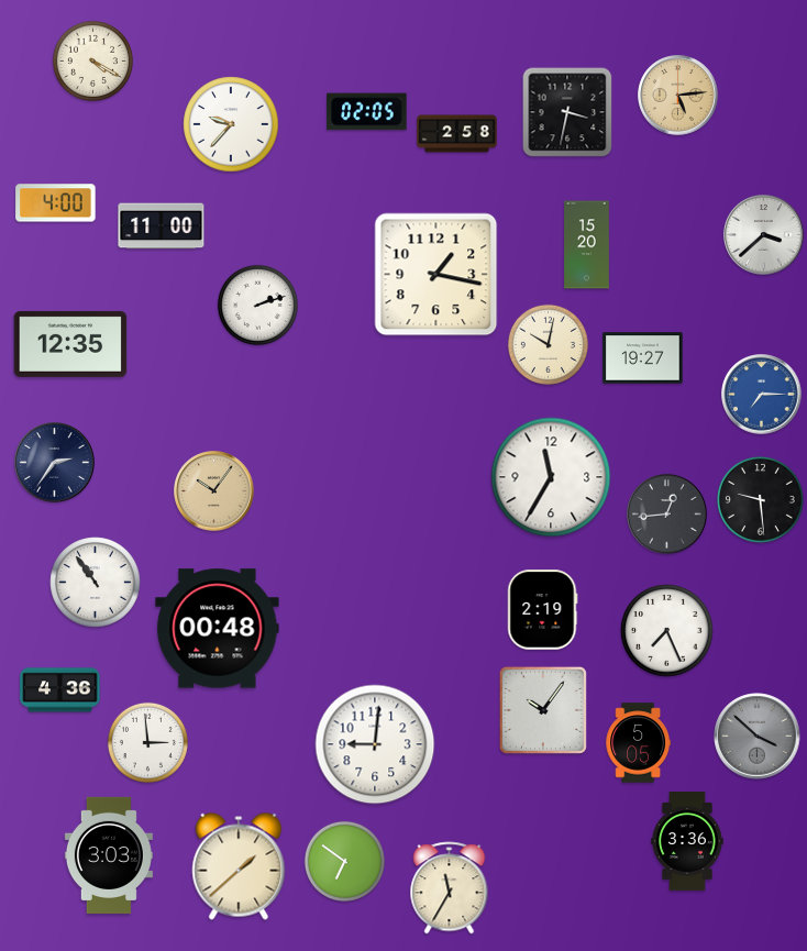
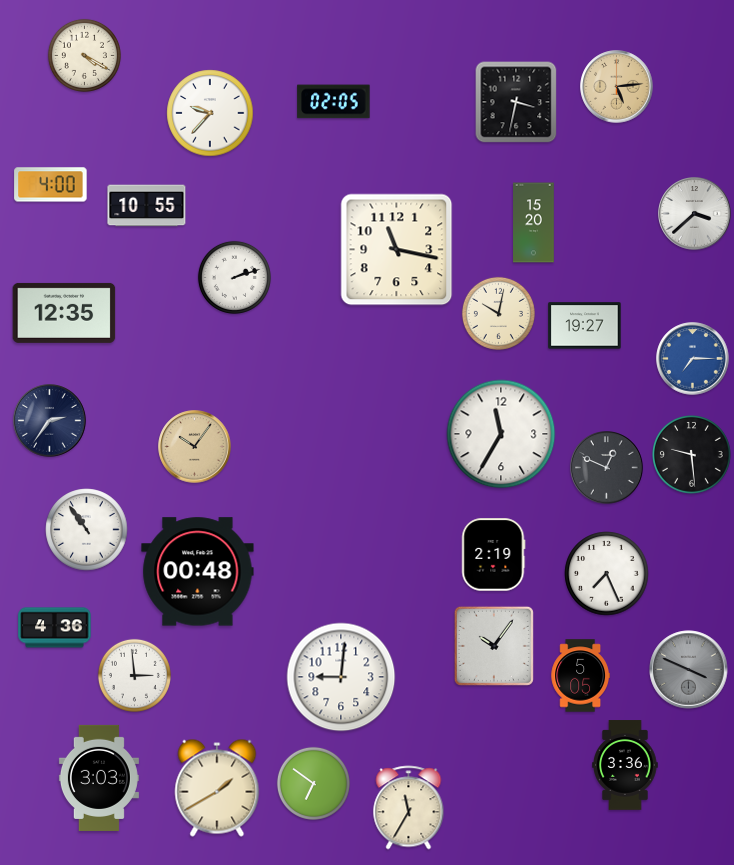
clock at (457, 134): 2:58 -> none
clock at (162, 226): 11:00 -> 10:55
clock at (436, 275): 1:17 -> 11:17
clock at (667, 515): 12:44 -> 12:49
clock at (758, 737): 3:52 -> 3:49
clock at (239, 866): 1:38 -> 1:40
